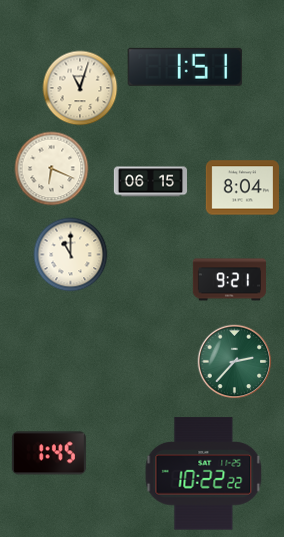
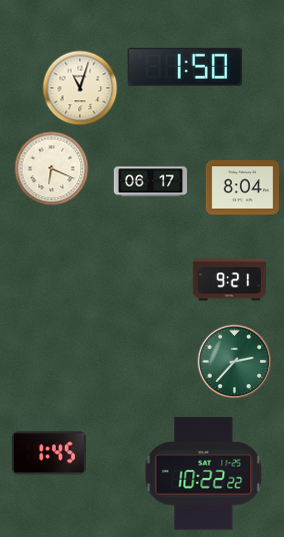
clock at (185, 67): 1:51 -> 1:50
clock at (150, 182): 06:15 -> 06:17
clock at (71, 255): 11:00 -> none
